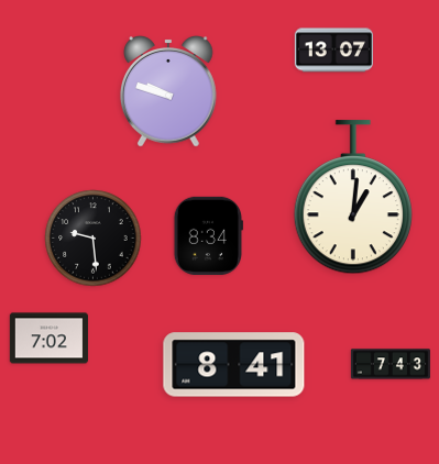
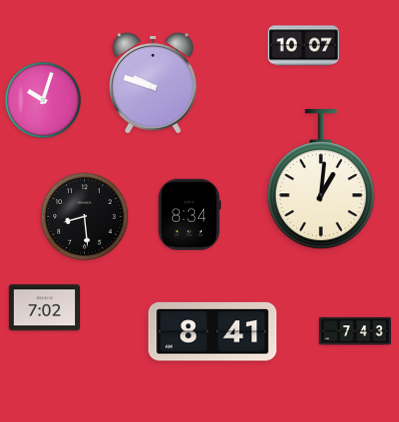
clock at (333, 51): 13:07 -> 10:07
clock at (43, 100): none -> 10:03
clock at (94, 239): 9:29 -> 8:29
